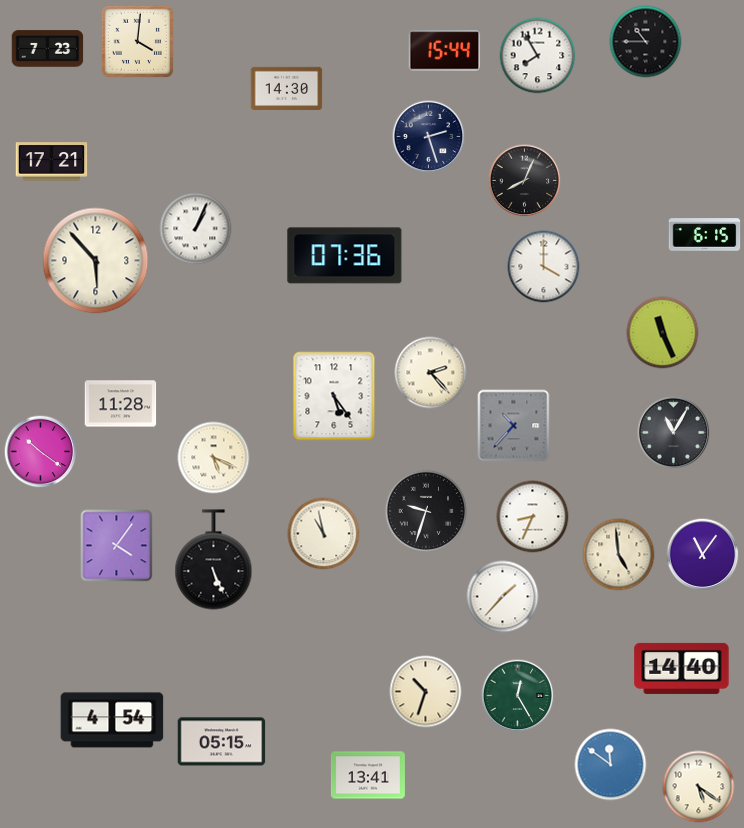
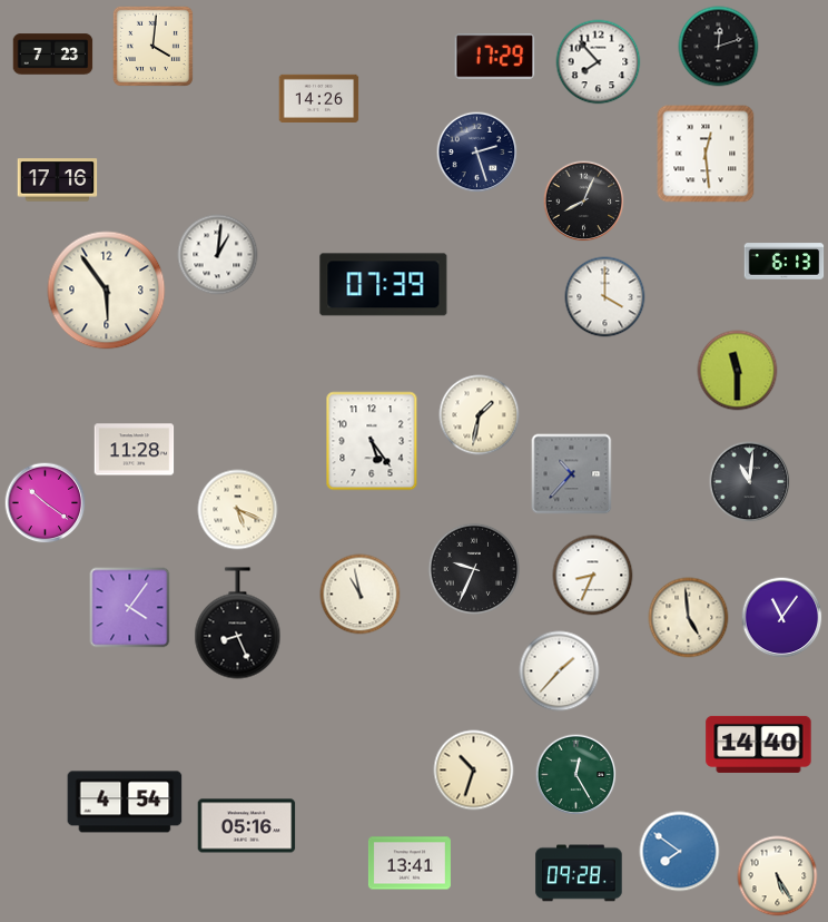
clock at (646, 42): 10:45 -> 12:12
clock at (445, 51): 15:44 -> 17:29
clock at (538, 56): 7:55 -> 7:53
clock at (287, 88): 14:30 -> 14:26
clock at (706, 154): none -> 12:29
clock at (52, 162): 17:21 -> 17:16
clock at (196, 229): 1:04 -> 1:01
clock at (705, 235): 6:15 -> 6:13
clock at (345, 256): 07:36 -> 07:39
clock at (96, 261): 5:53 -> 5:54
clock at (663, 333): 11:26 -> 11:30
clock at (431, 373): 2:23 -> 1:32
clock at (674, 433): 11:05 -> 11:01
clock at (425, 510): 9:33 -> 9:34
clock at (214, 560): 5:26 -> 8:26
clock at (503, 597) position: (503, 597) -> (560, 671)
clock at (222, 742): 05:15 -> 05:16
clock at (611, 765): 11:51 -> 7:51
clock at (579, 873): none -> 09:28
clock at (699, 787): 5:21 -> 5:25
